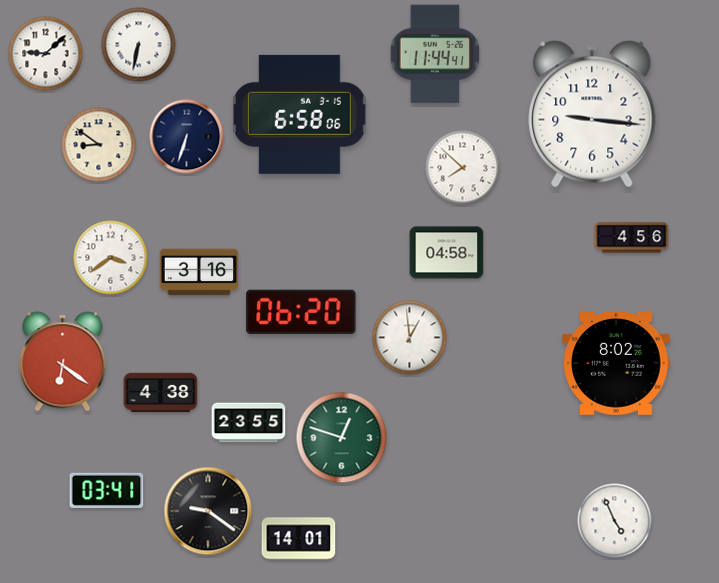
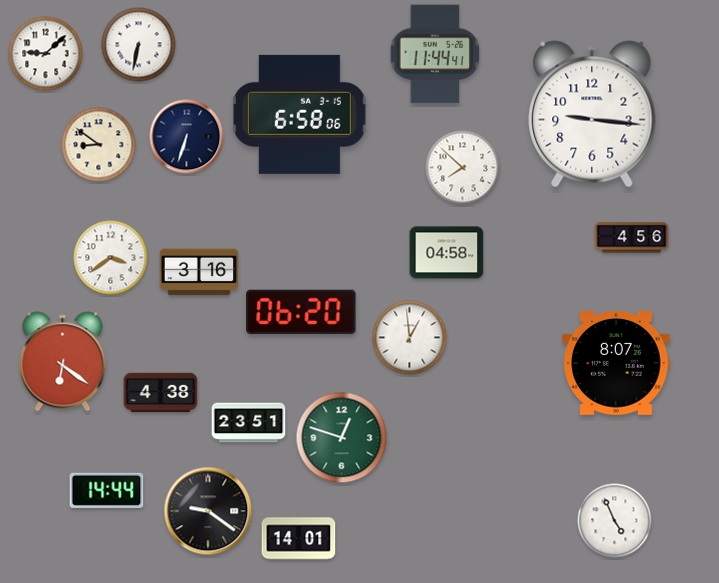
clock at (616, 363): 8:02 -> 8:07
clock at (249, 423): 23:55 -> 23:51
clock at (107, 490): 03:41 -> 14:44
